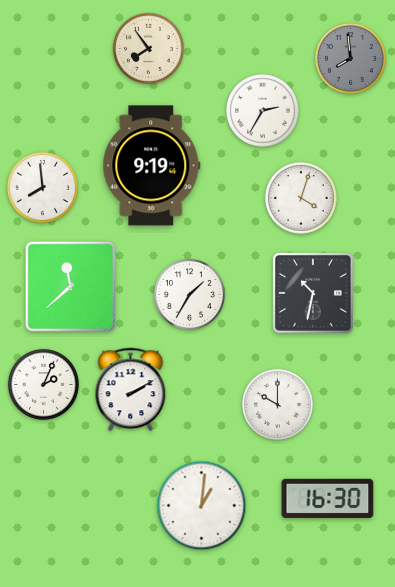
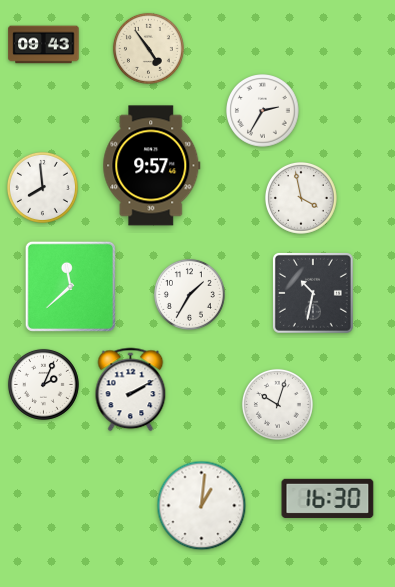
clock at (44, 45): none -> 09:43
clock at (148, 48): 7:54 -> 4:54
clock at (350, 58): 7:59 -> none
clock at (152, 166): 9:19 -> 9:57
clock at (301, 198): 4:03 -> 3:58
clock at (277, 404): 10:00 -> 10:03
